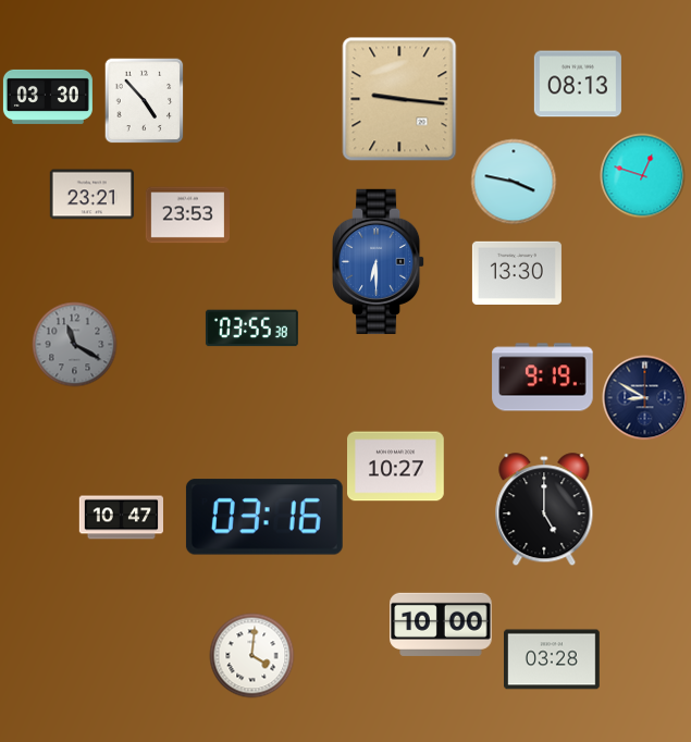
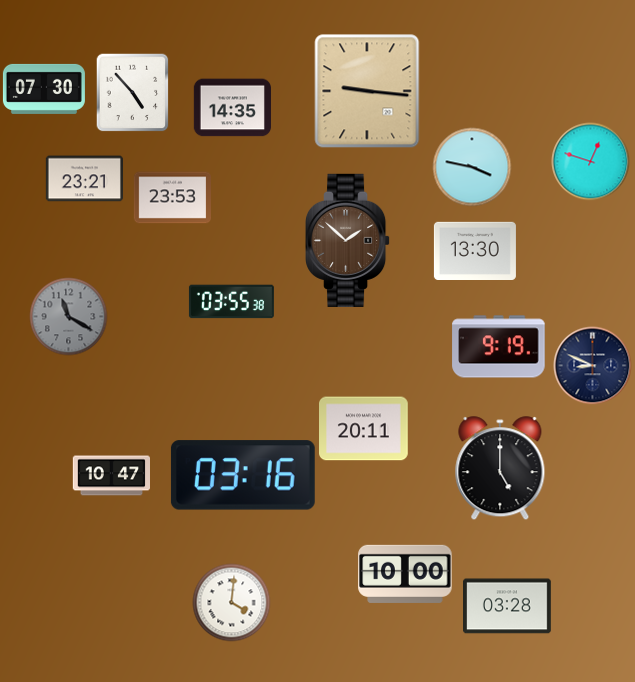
clock at (578, 84): 08:13 -> none
clock at (48, 97): 03:30 -> 07:30
clock at (232, 108): none -> 14:35
clock at (380, 261): 6:30 -> 1:52
clock at (380, 261) dial: blue -> brown
clock at (644, 397): 8:50 -> 8:49
clock at (396, 467): 10:27 -> 20:11
